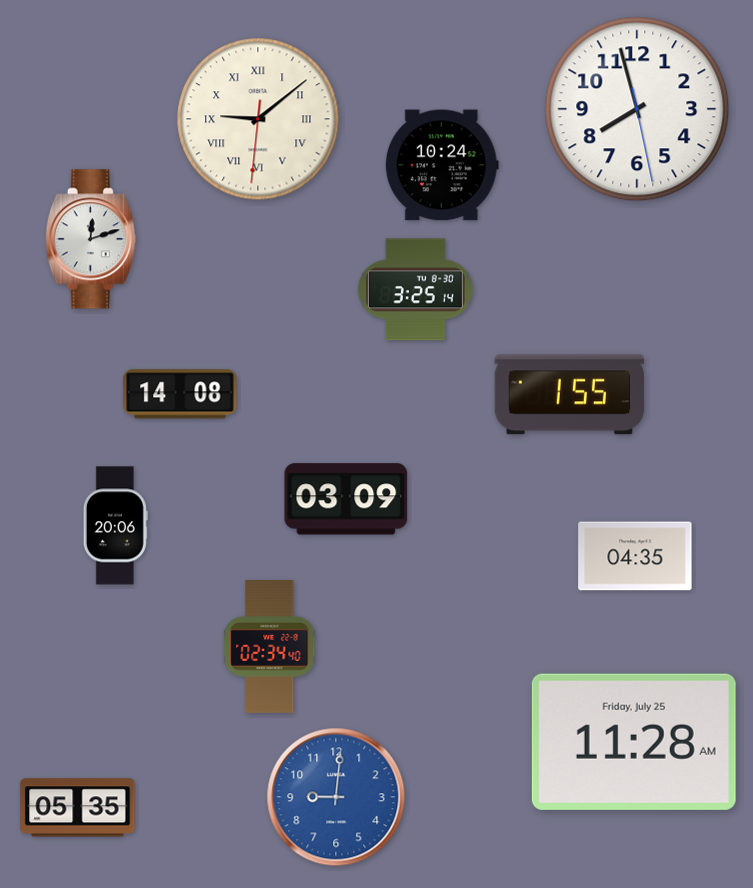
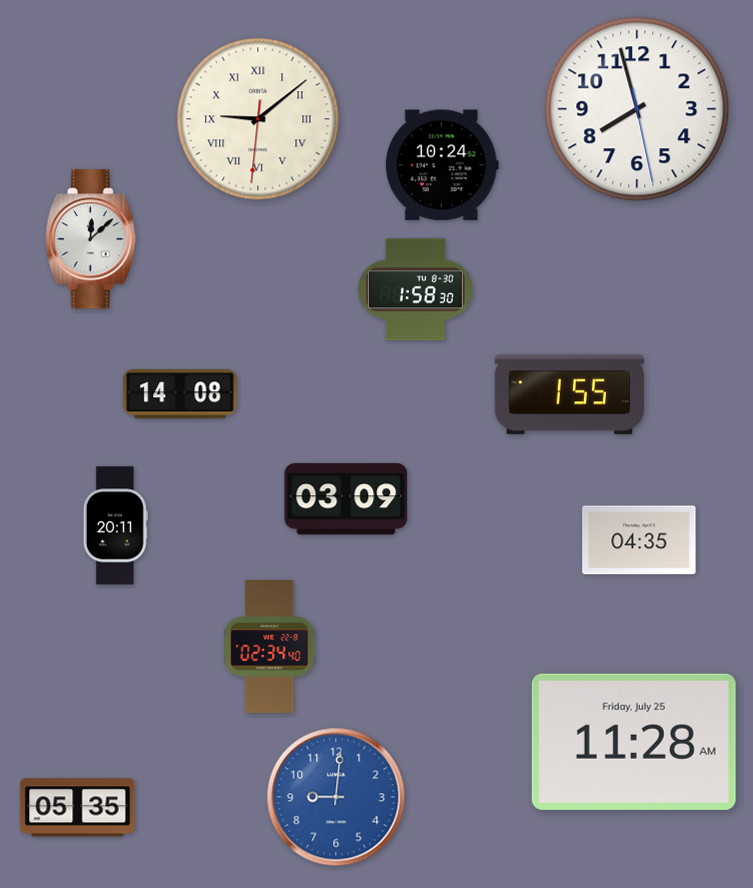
clock at (91, 239): 12:12 -> 12:08
clock at (415, 290): 3:25 -> 1:58
clock at (115, 526): 20:06 -> 20:11
clock at (635, 556) position: (635, 556) -> (639, 540)
